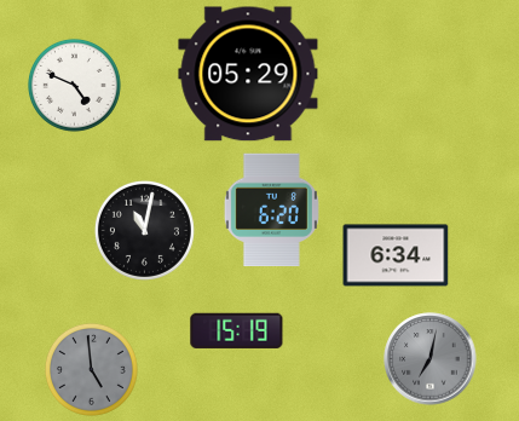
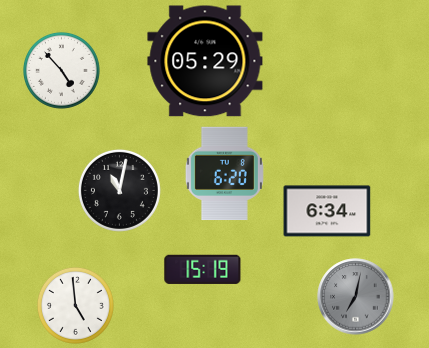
clock at (74, 85): 4:49 -> 4:53
clock at (237, 330) position: (237, 330) -> (203, 269)
clock at (91, 369) dial: grey -> white
